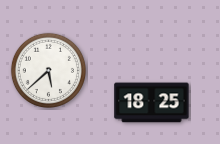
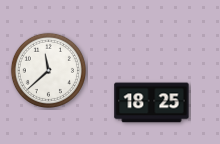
clock at (48, 70): 5:38 -> 11:38
